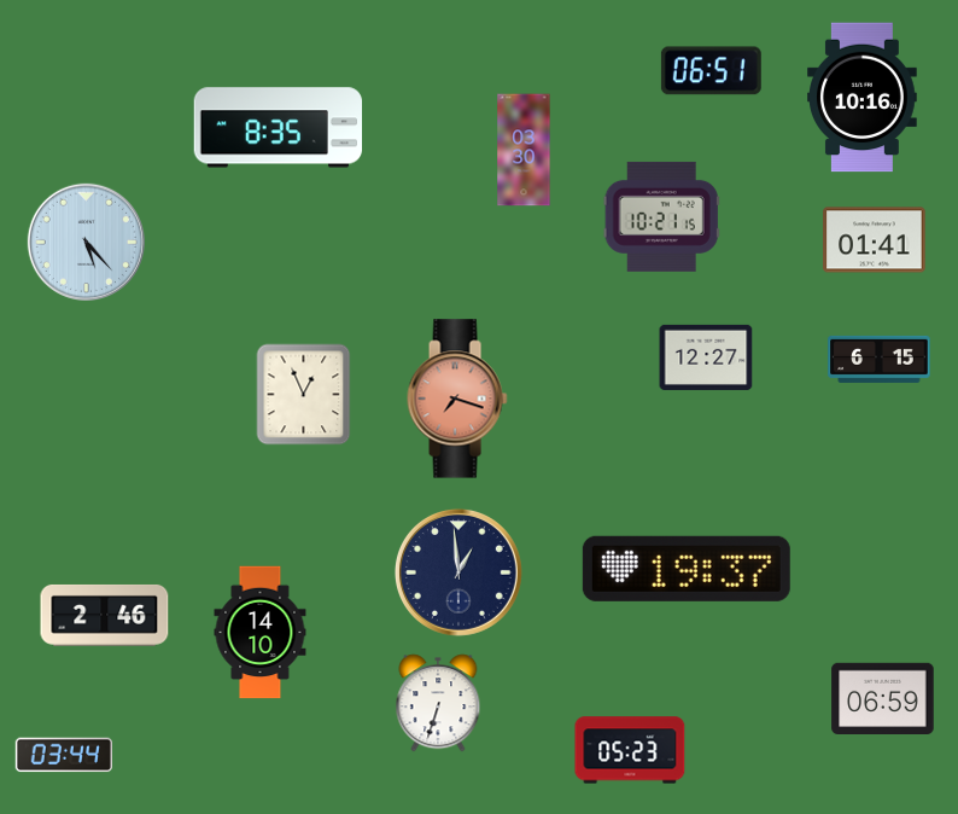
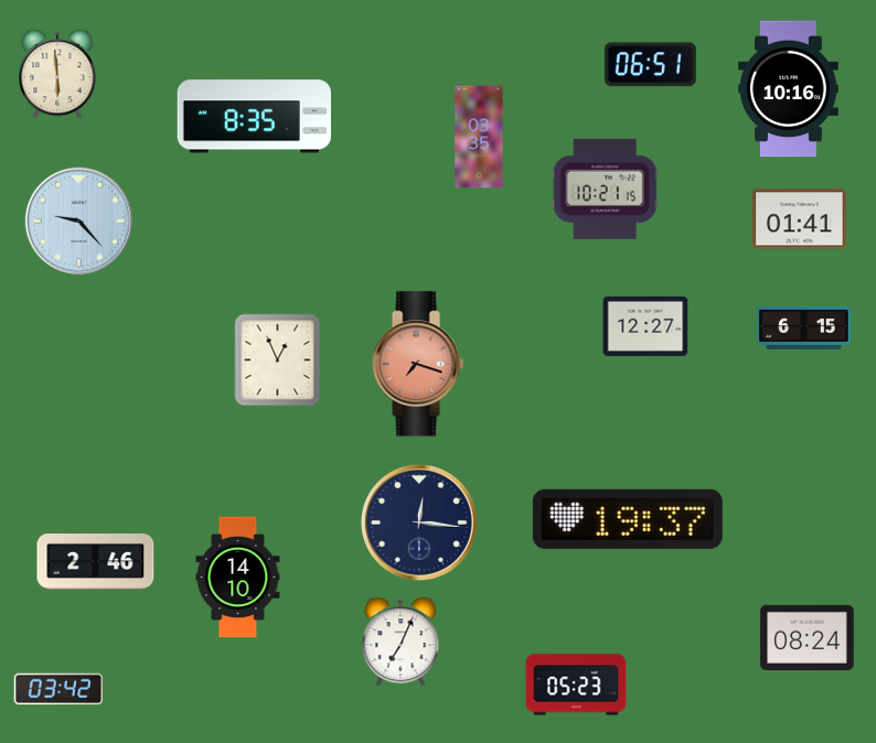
clock at (57, 74): none -> 5:59
clock at (524, 150): 03:30 -> 03:35
clock at (661, 216) position: (661, 216) -> (605, 189)
clock at (86, 242): 5:23 -> 9:23
clock at (458, 572): 12:59 -> 12:16
clock at (883, 698): 06:59 -> 08:24
clock at (438, 703): 6:33 -> 7:04
clock at (63, 755): 03:44 -> 03:42
